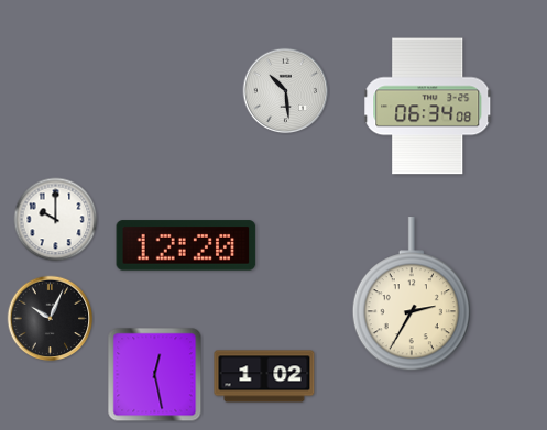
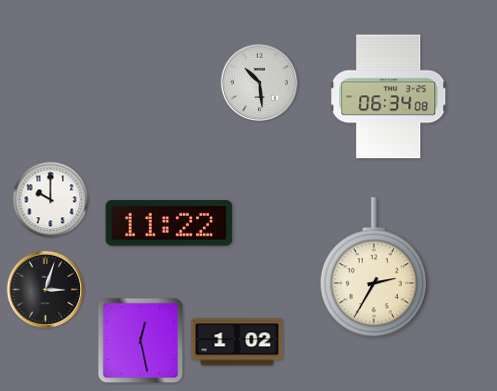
clock at (186, 245): 12:20 -> 11:22
clock at (51, 319): 10:04 -> 3:03
clock at (264, 376) position: (264, 376) -> (237, 342)
